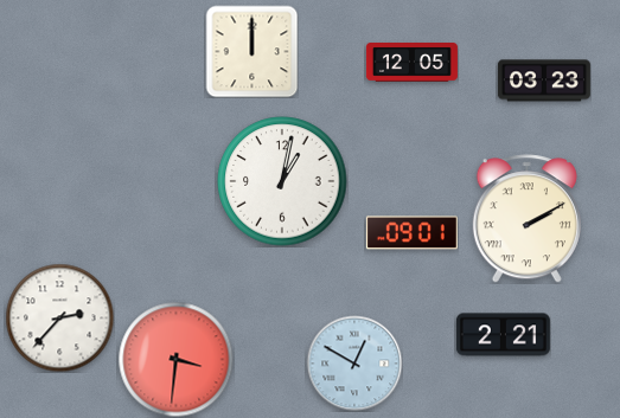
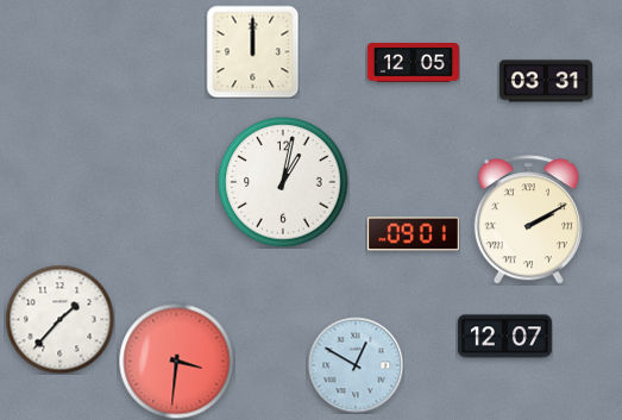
clock at (544, 81): 03:23 -> 03:31
clock at (59, 317): 2:37 -> 1:37
clock at (503, 335): 2:21 -> 12:07
